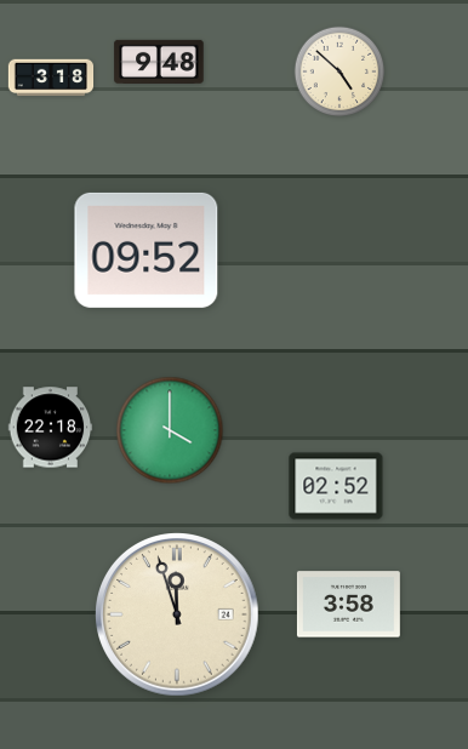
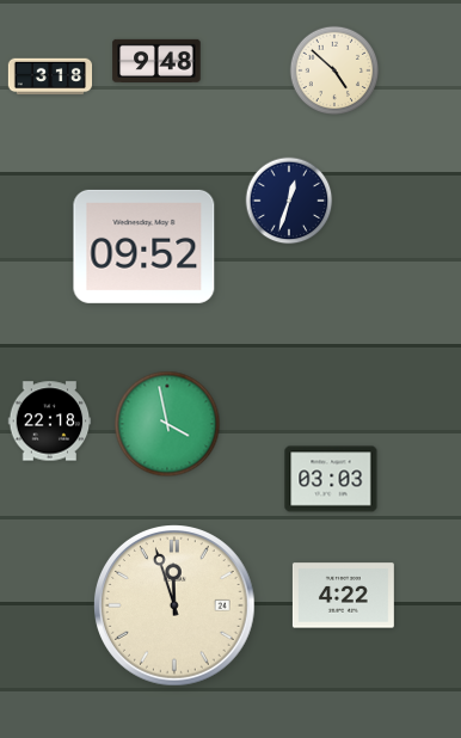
clock at (289, 201): none -> 12:33
clock at (170, 430): 4:00 -> 3:58
clock at (336, 486): 02:52 -> 03:03
clock at (348, 605): 3:58 -> 4:22
